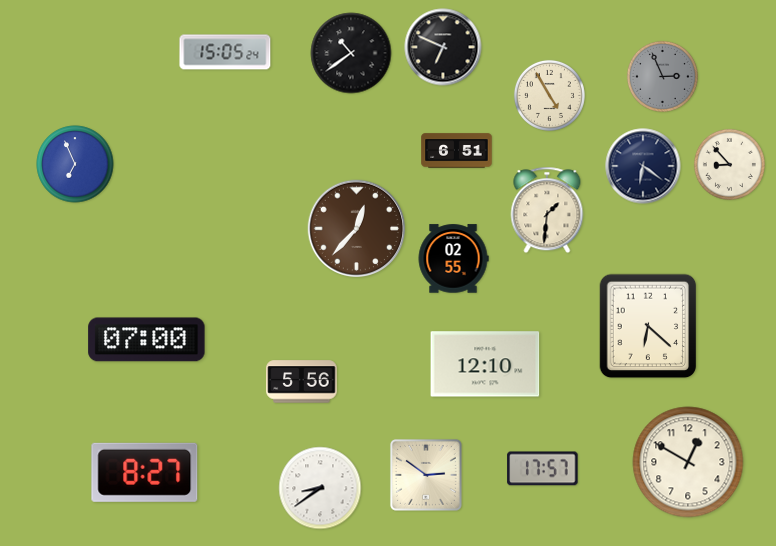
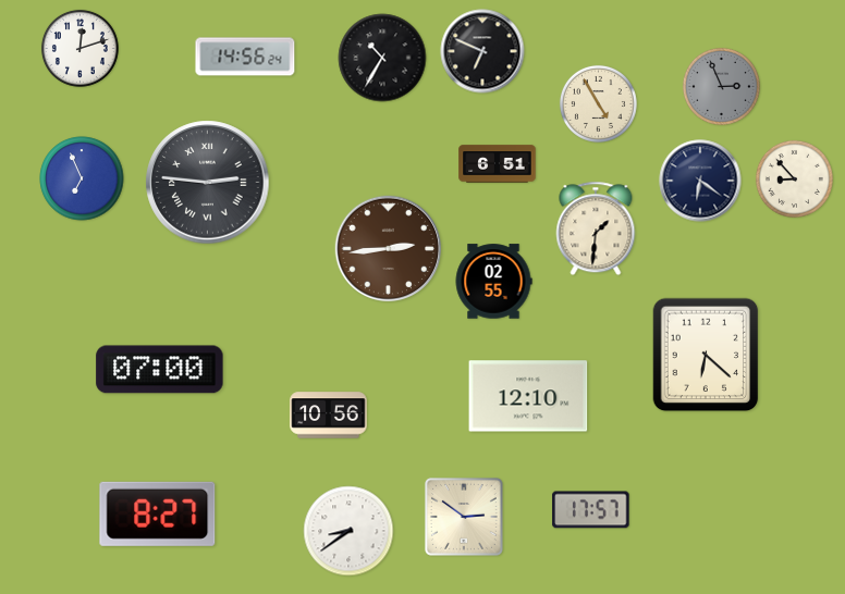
clock at (79, 48): none -> 12:12
clock at (225, 52): 15:05 -> 14:56
clock at (351, 53): 10:39 -> 10:35
clock at (662, 76) position: (662, 76) -> (721, 86)
clock at (208, 183): none -> 2:46
clock at (357, 229): 12:37 -> 2:44
clock at (302, 382): 5:56 -> 10:56
clock at (688, 462): 12:50 -> none
